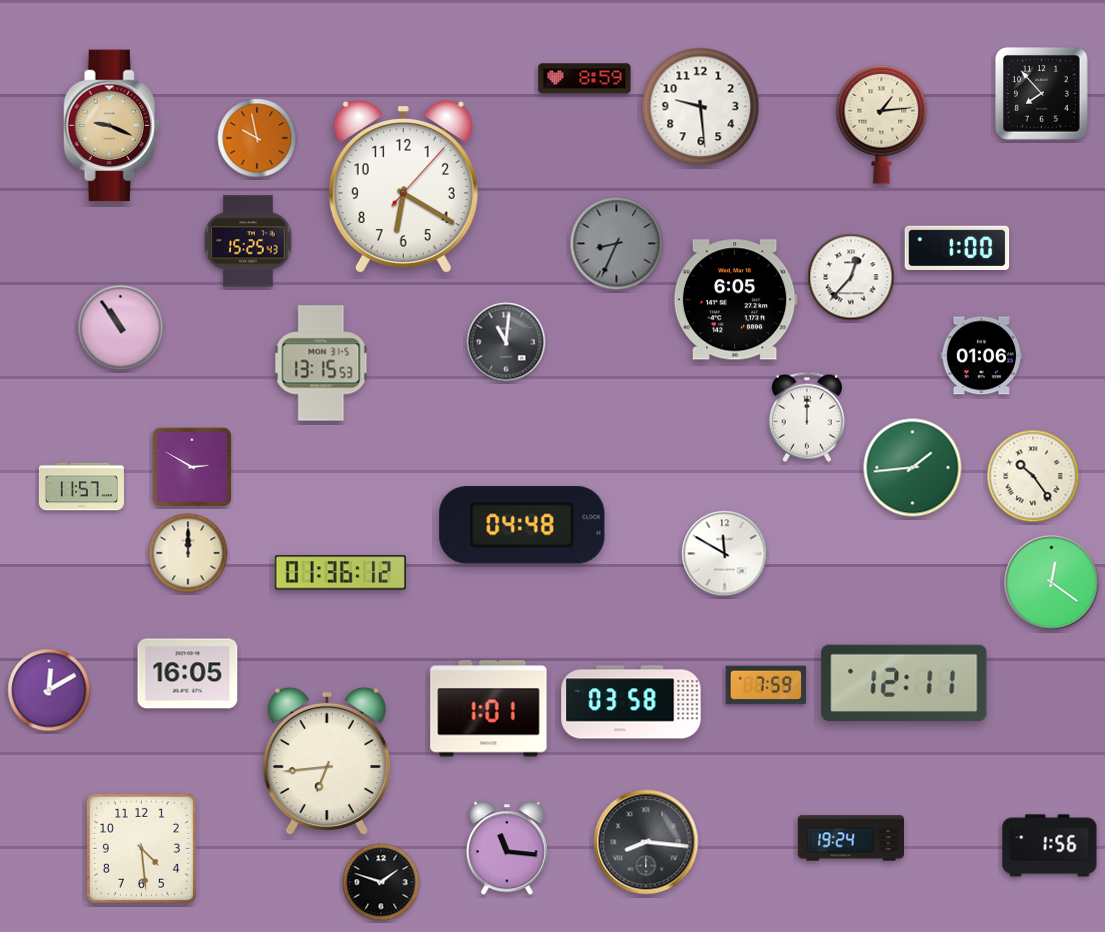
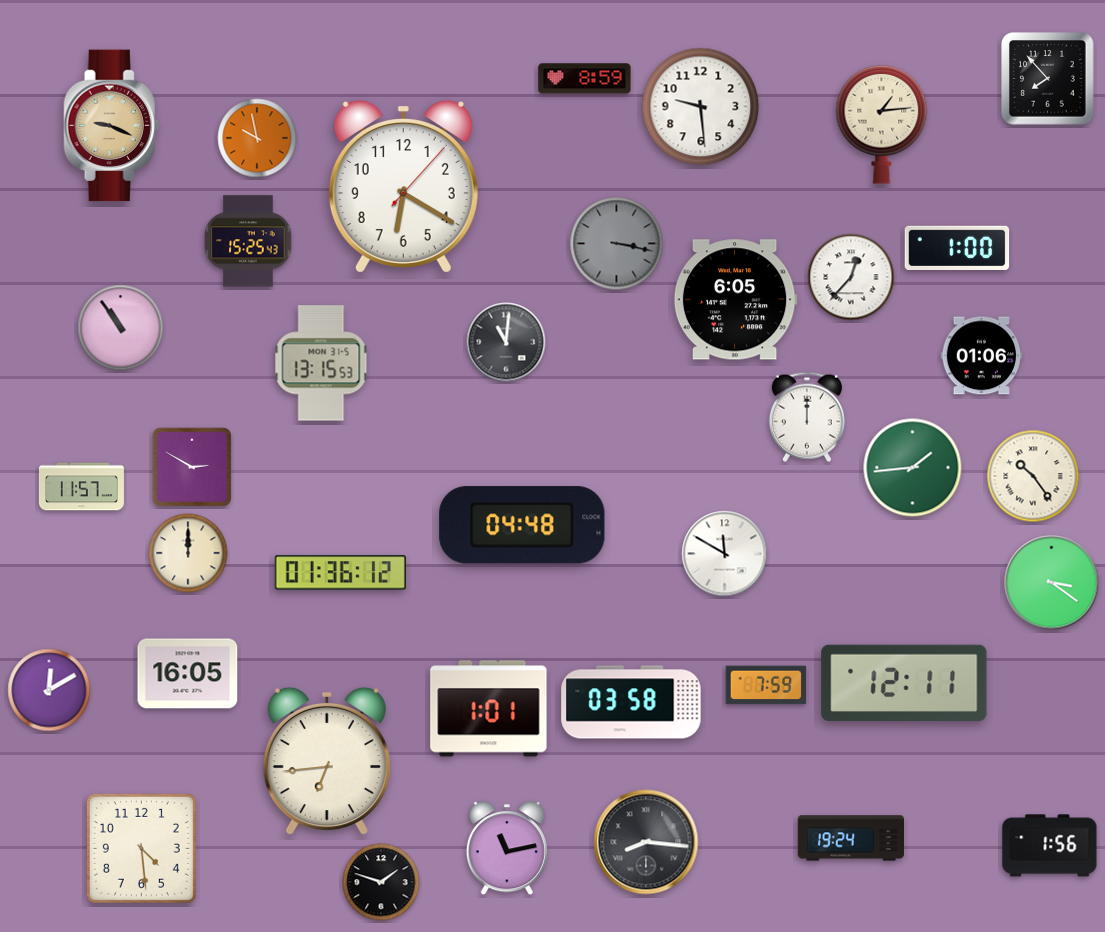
clock at (1042, 94) position: (1042, 94) -> (1048, 79)
clock at (617, 244): 8:34 -> 3:17
clock at (1052, 583): 12:21 -> 3:21
clock at (507, 849): 11:16 -> 11:13
